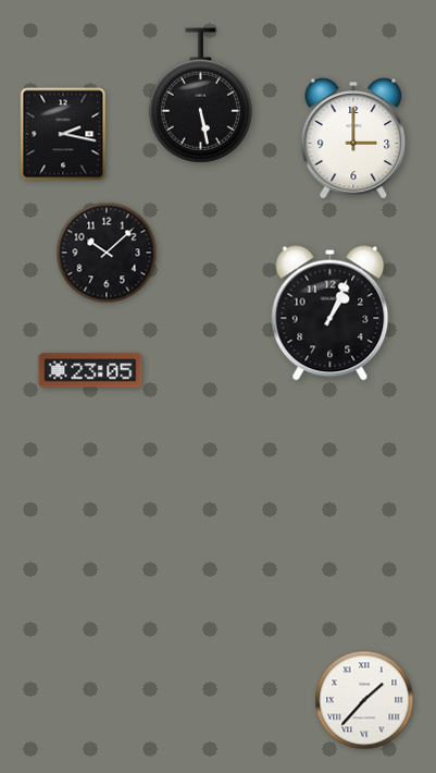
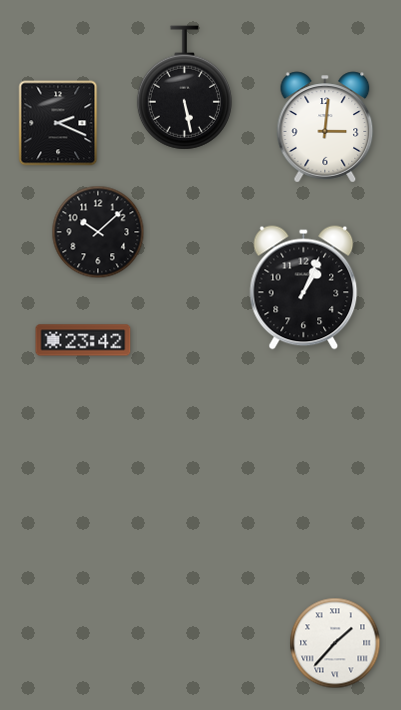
clock at (63, 134): 2:17 -> 2:19
clock at (353, 138): 3:00 -> 3:01
clock at (90, 370): 23:05 -> 23:42
